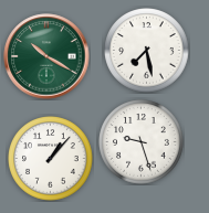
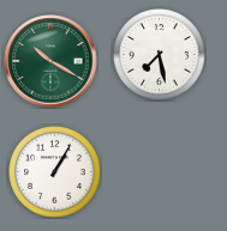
clock at (142, 142): 9:27 -> none
clock at (51, 159): 1:07 -> 1:05
